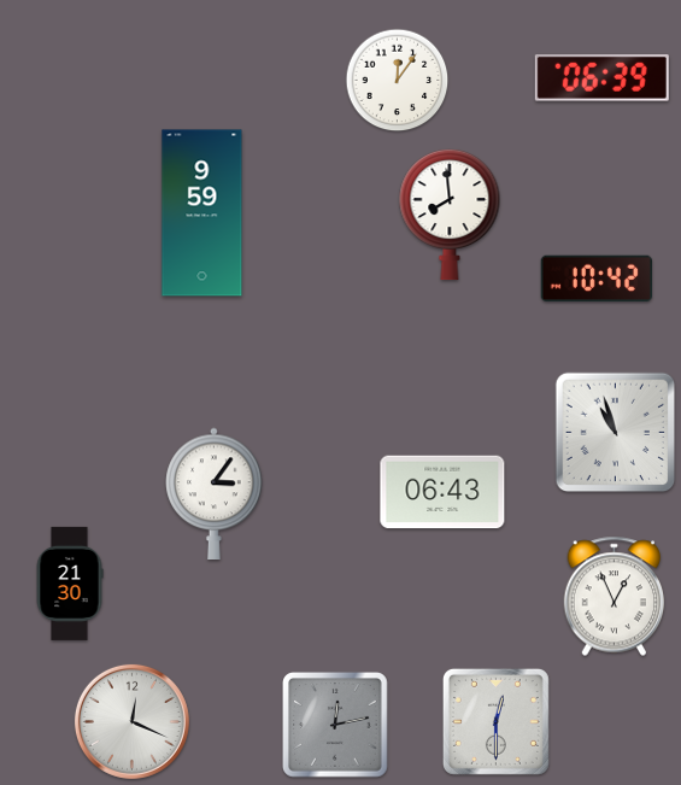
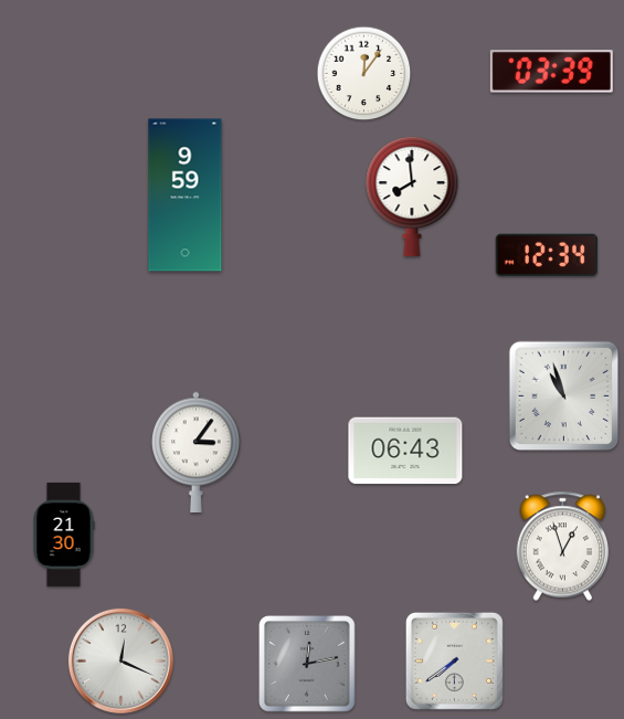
clock at (601, 78): 06:39 -> 03:39
clock at (597, 279): 10:42 -> 12:34
clock at (615, 597): 12:56 -> 12:57
clock at (495, 721): 12:30 -> 7:39
